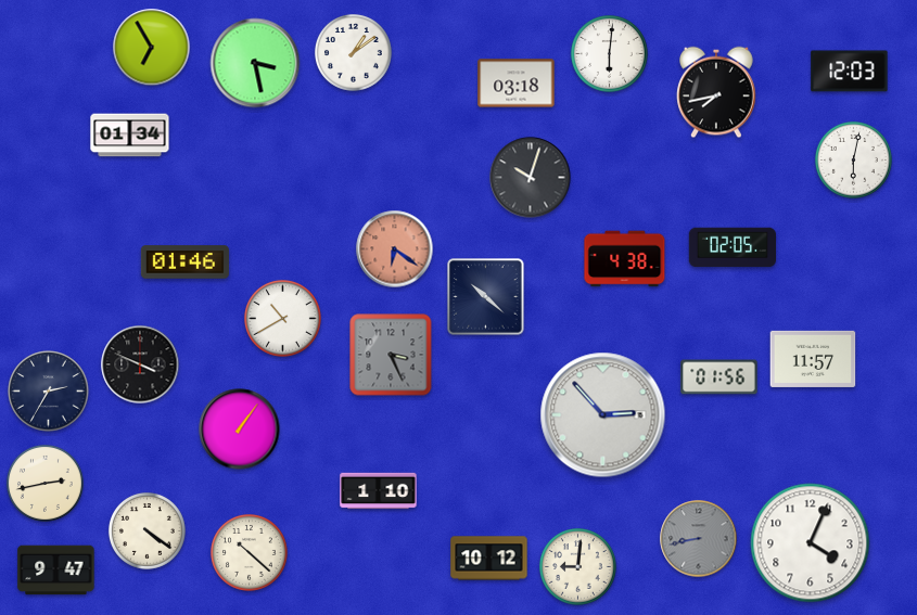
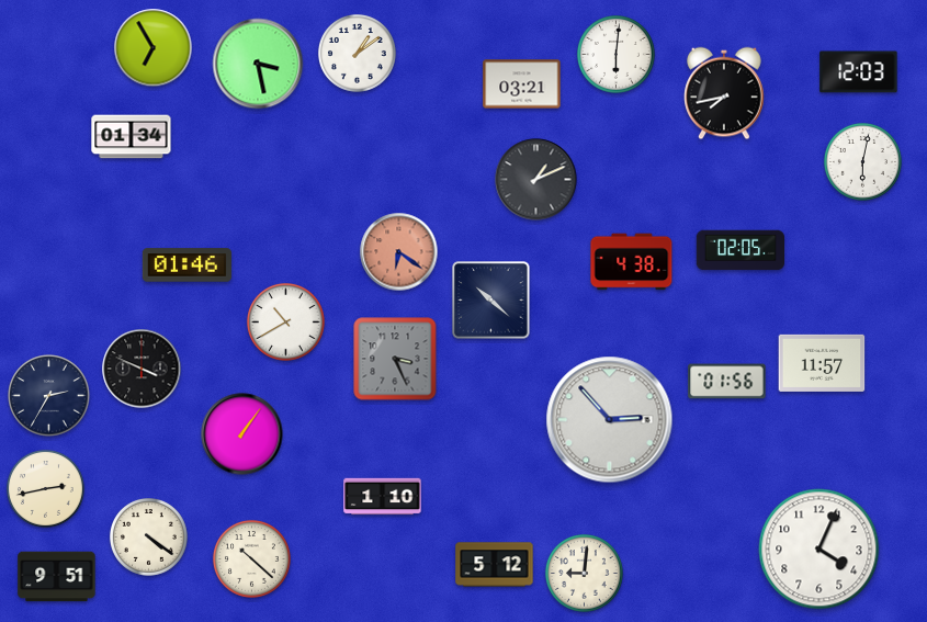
clock at (517, 84): 03:18 -> 03:21
clock at (531, 178): 10:03 -> 1:11
clock at (699, 539): 8:43 -> none
clock at (489, 559): 10:12 -> 5:12
clock at (56, 571): 9:47 -> 9:51
